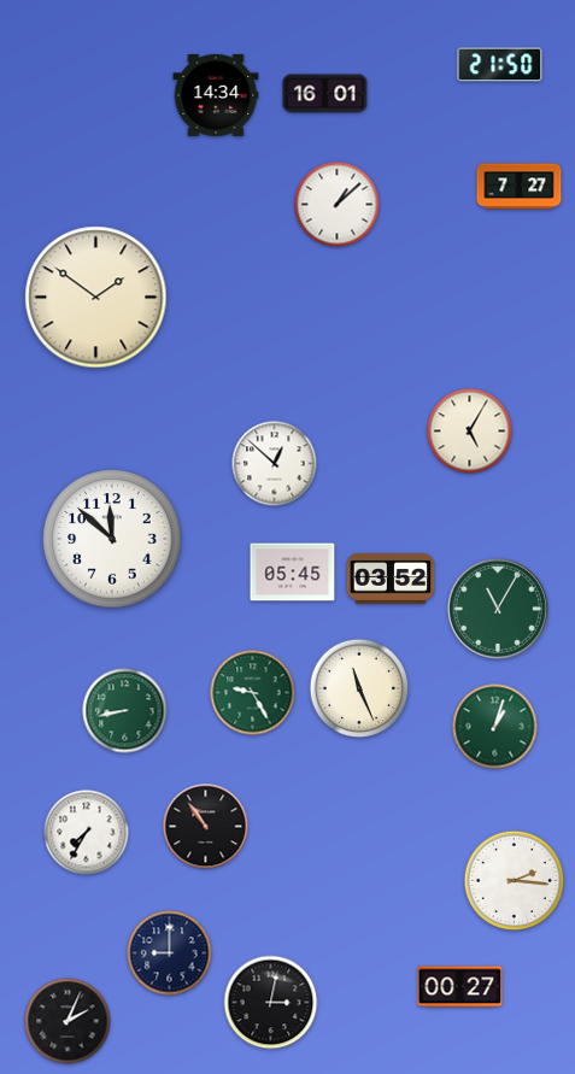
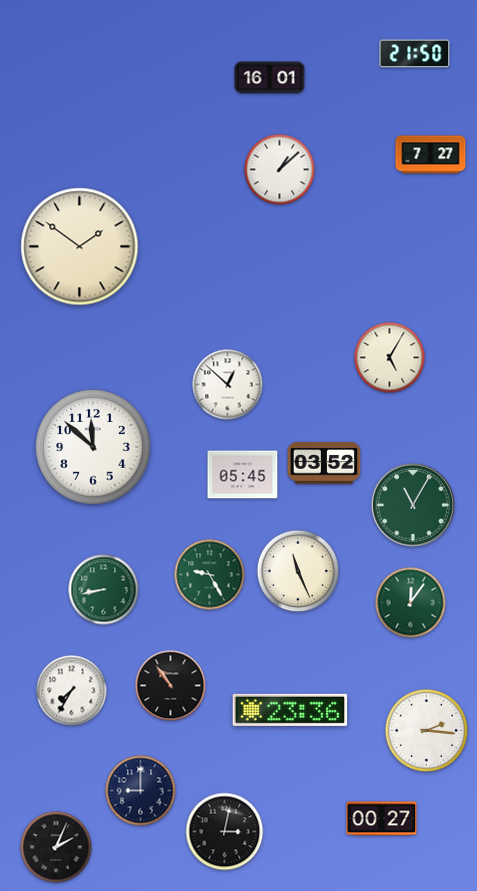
clock at (216, 95): 14:34 -> none
clock at (391, 579) position: (391, 579) -> (324, 463)
clock at (495, 727): 1:03 -> 12:06
clock at (290, 710): none -> 23:36
